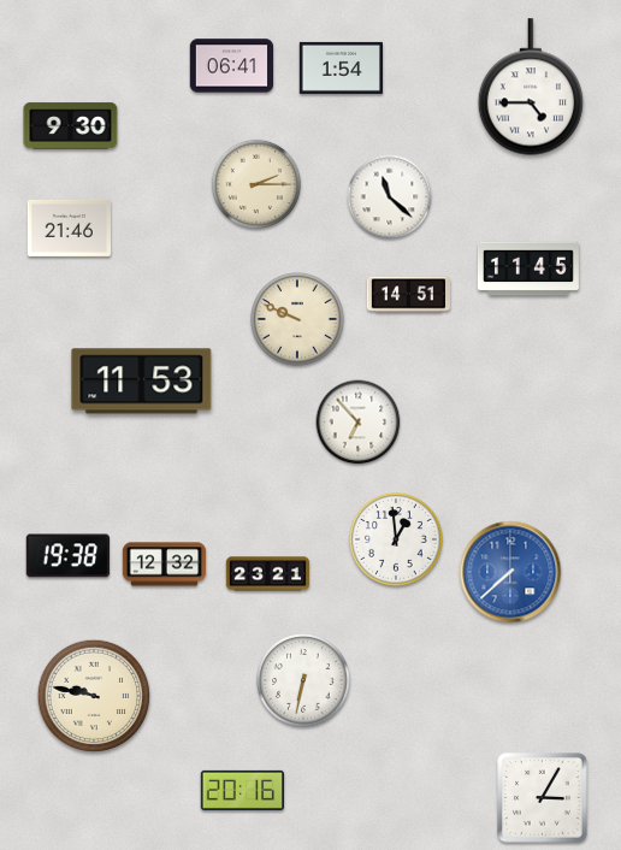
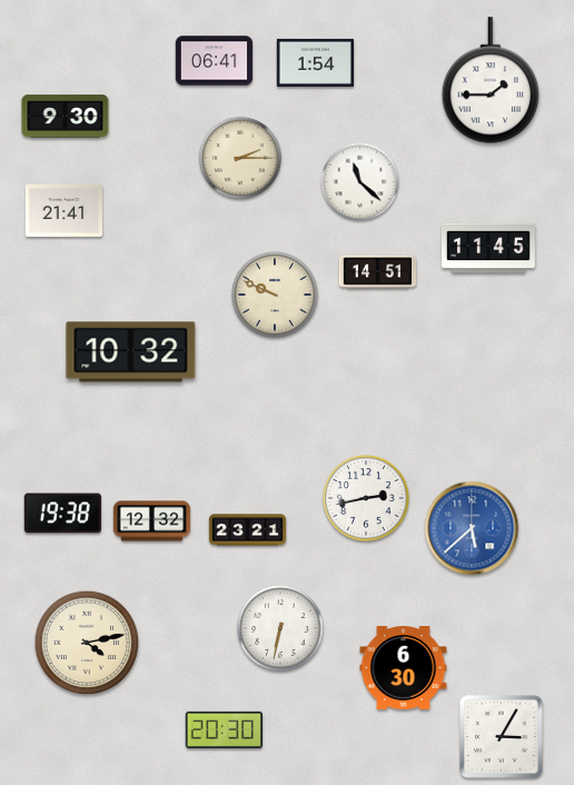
clock at (531, 87): 4:45 -> 1:45
clock at (256, 184) position: (256, 184) -> (240, 158)
clock at (70, 228): 21:46 -> 21:41
clock at (142, 382): 11:53 -> 10:32
clock at (359, 423): 6:53 -> none
clock at (396, 539): 12:59 -> 2:43
clock at (510, 572): 7:38 -> 5:38
clock at (94, 696): 9:47 -> 4:13
clock at (404, 668): none -> 6:30
clock at (242, 790): 20:16 -> 20:30
